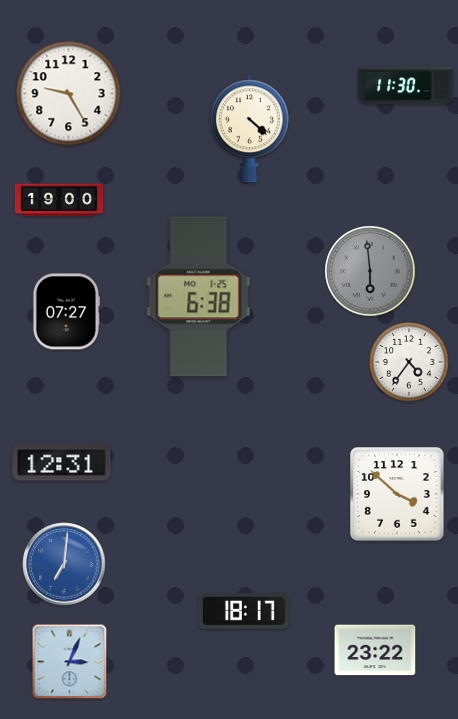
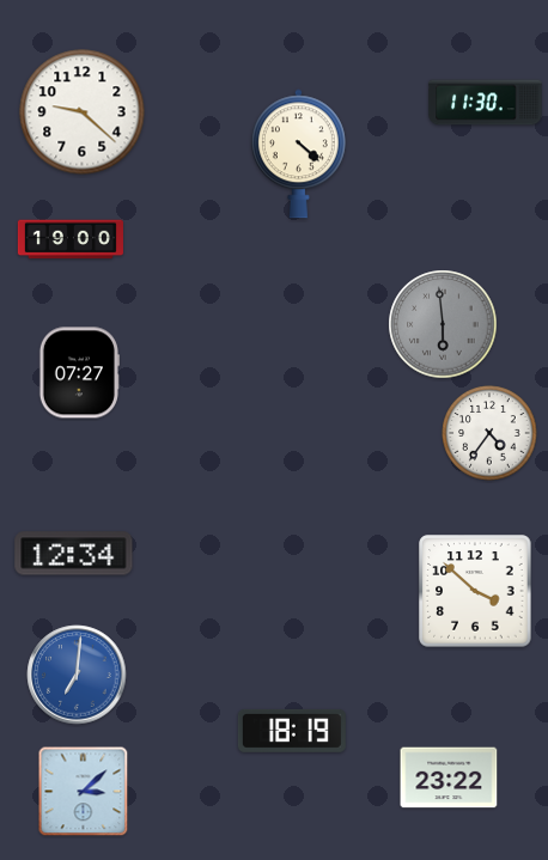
clock at (69, 94): 9:25 -> 9:22
clock at (199, 297): 6:38 -> none
clock at (62, 463): 12:31 -> 12:34
clock at (244, 611): 18:17 -> 18:19
clock at (70, 662): 3:04 -> 3:08
